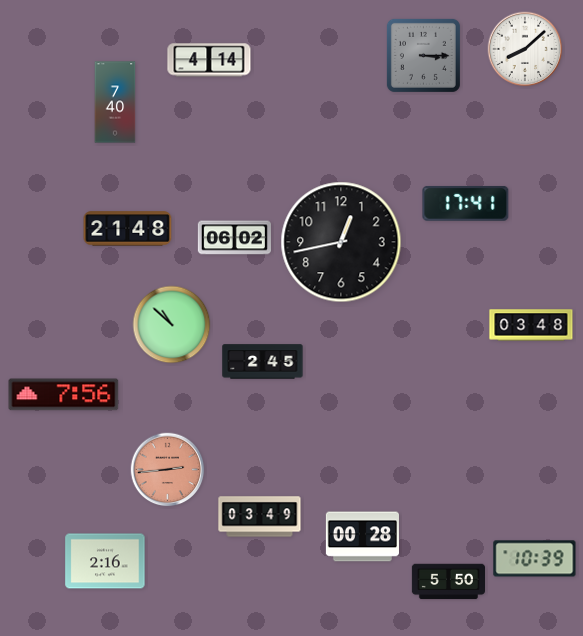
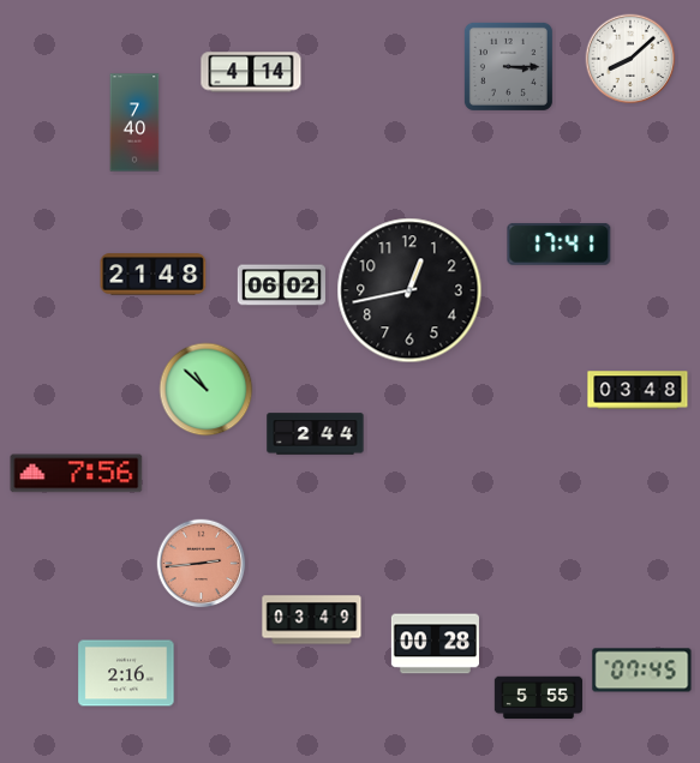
clock at (115, 102) position: (115, 102) -> (134, 122)
clock at (263, 362): 2:45 -> 2:44
clock at (535, 559): 10:39 -> 07:45
clock at (448, 582): 5:50 -> 5:55
